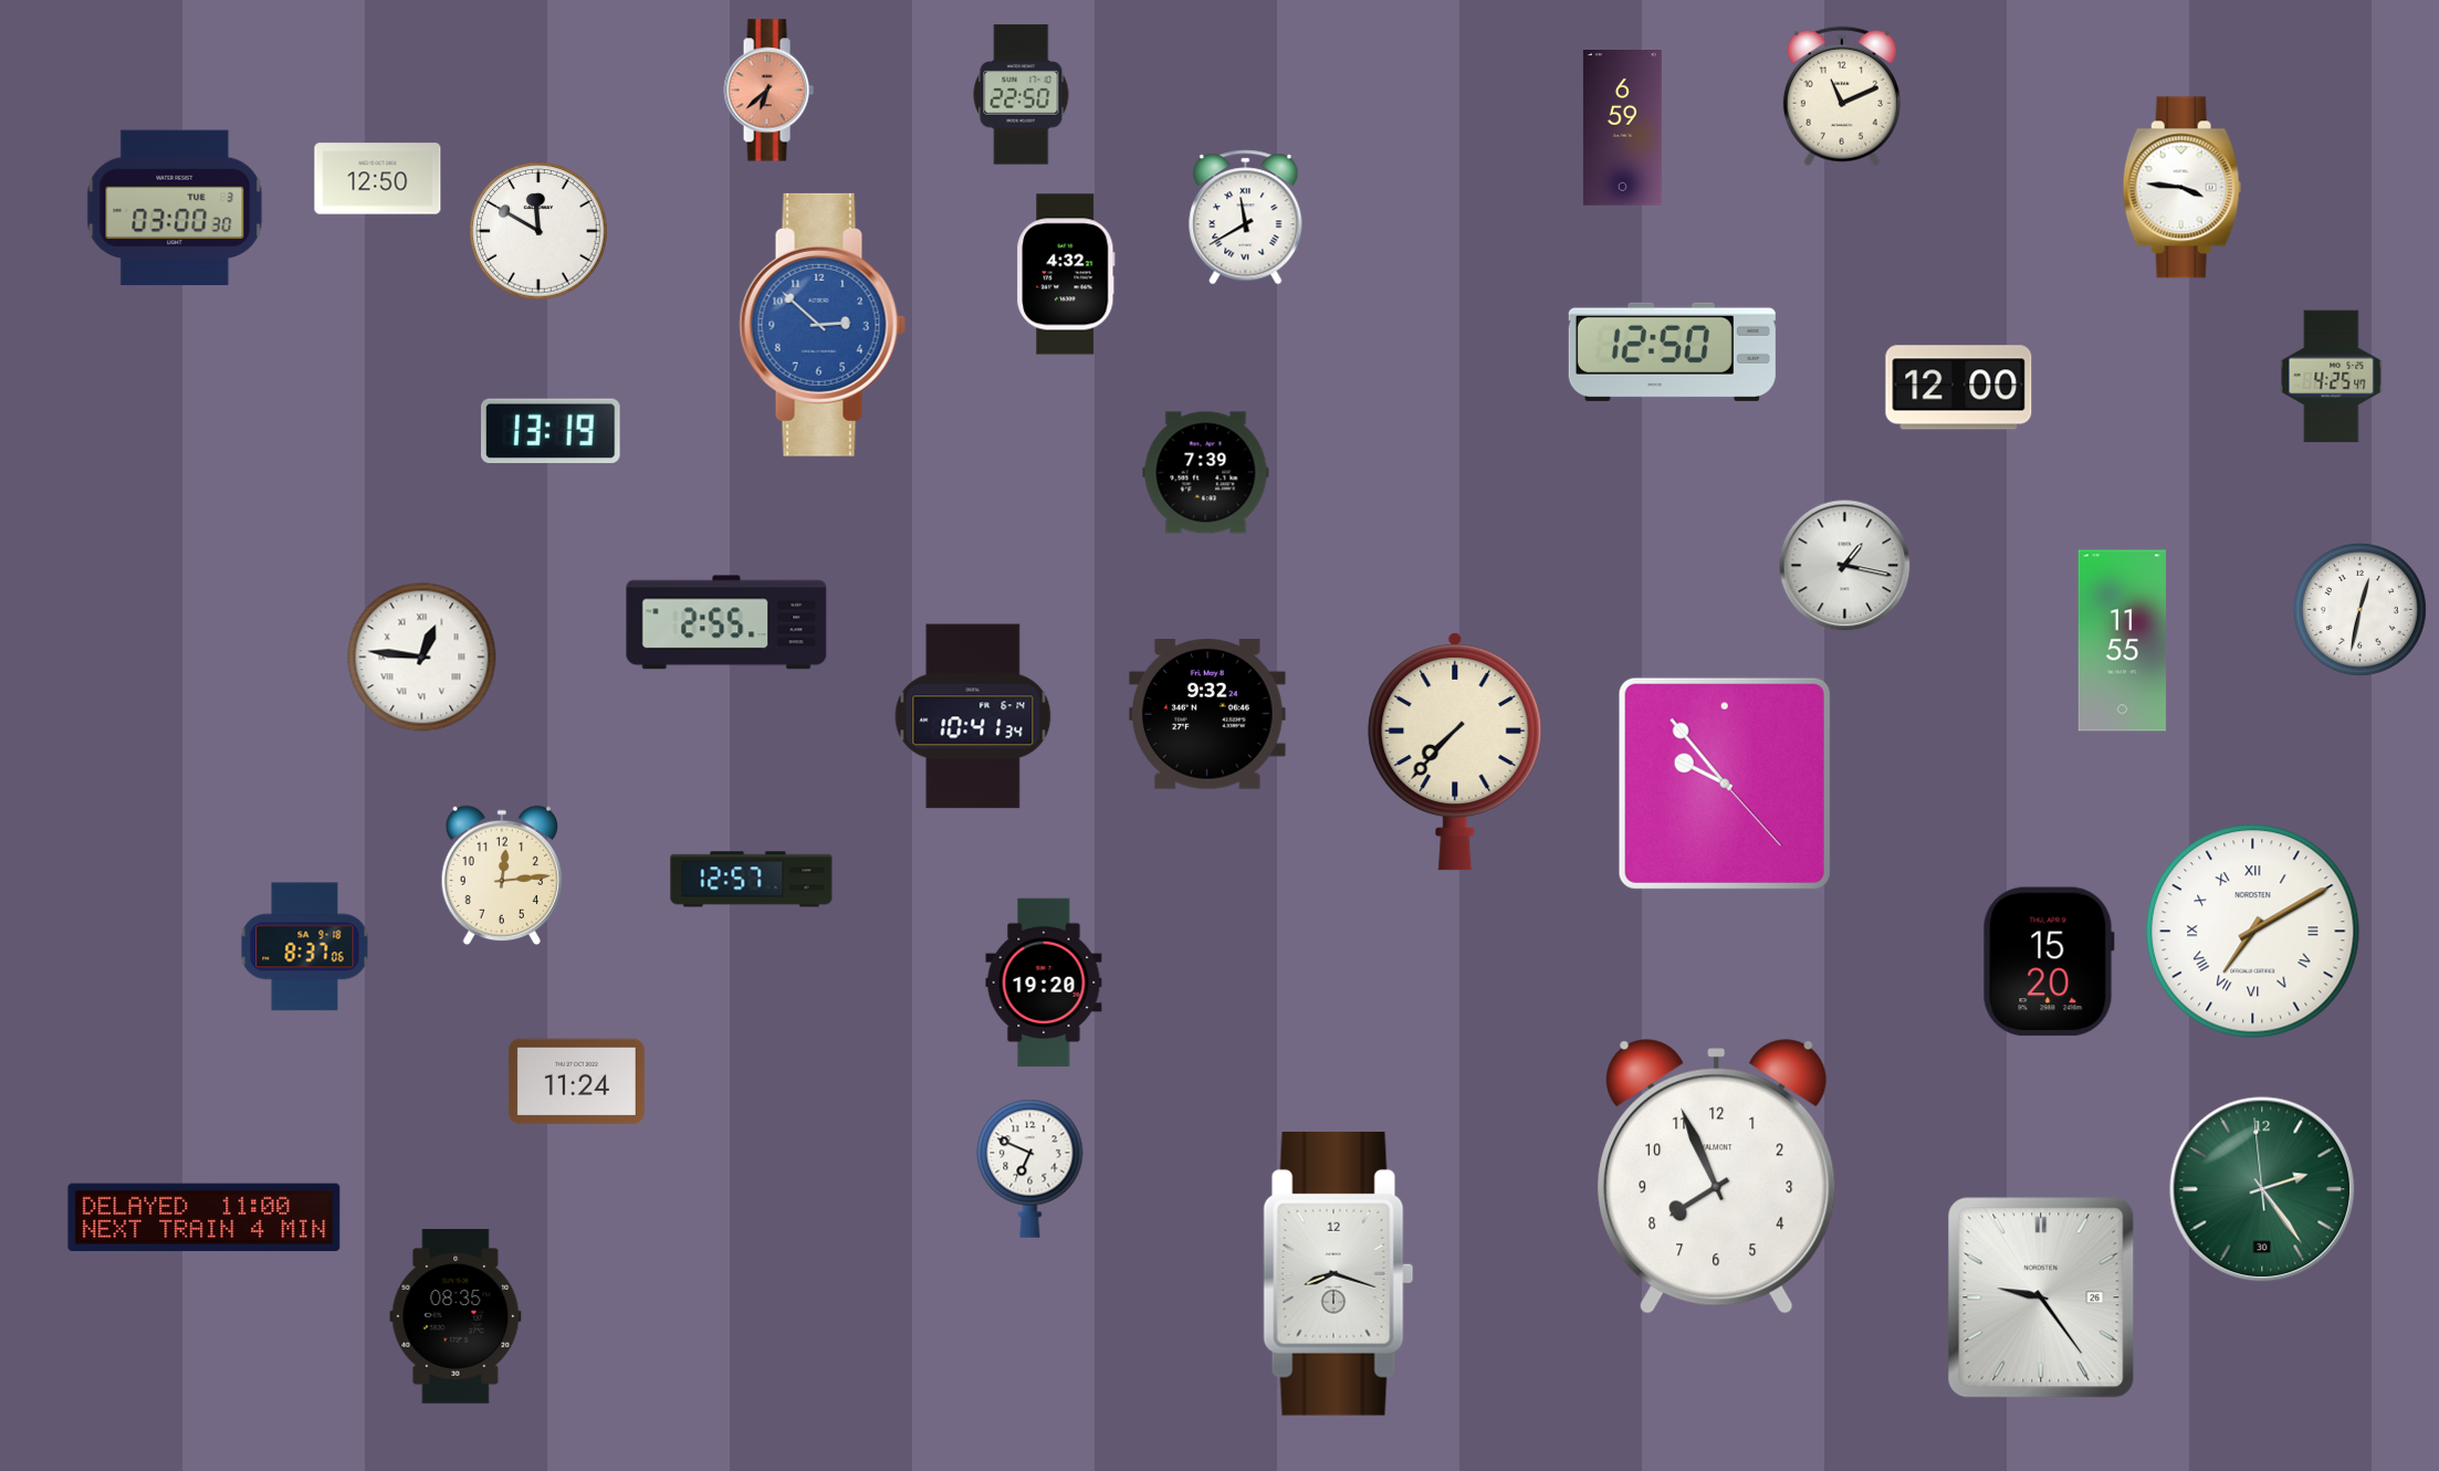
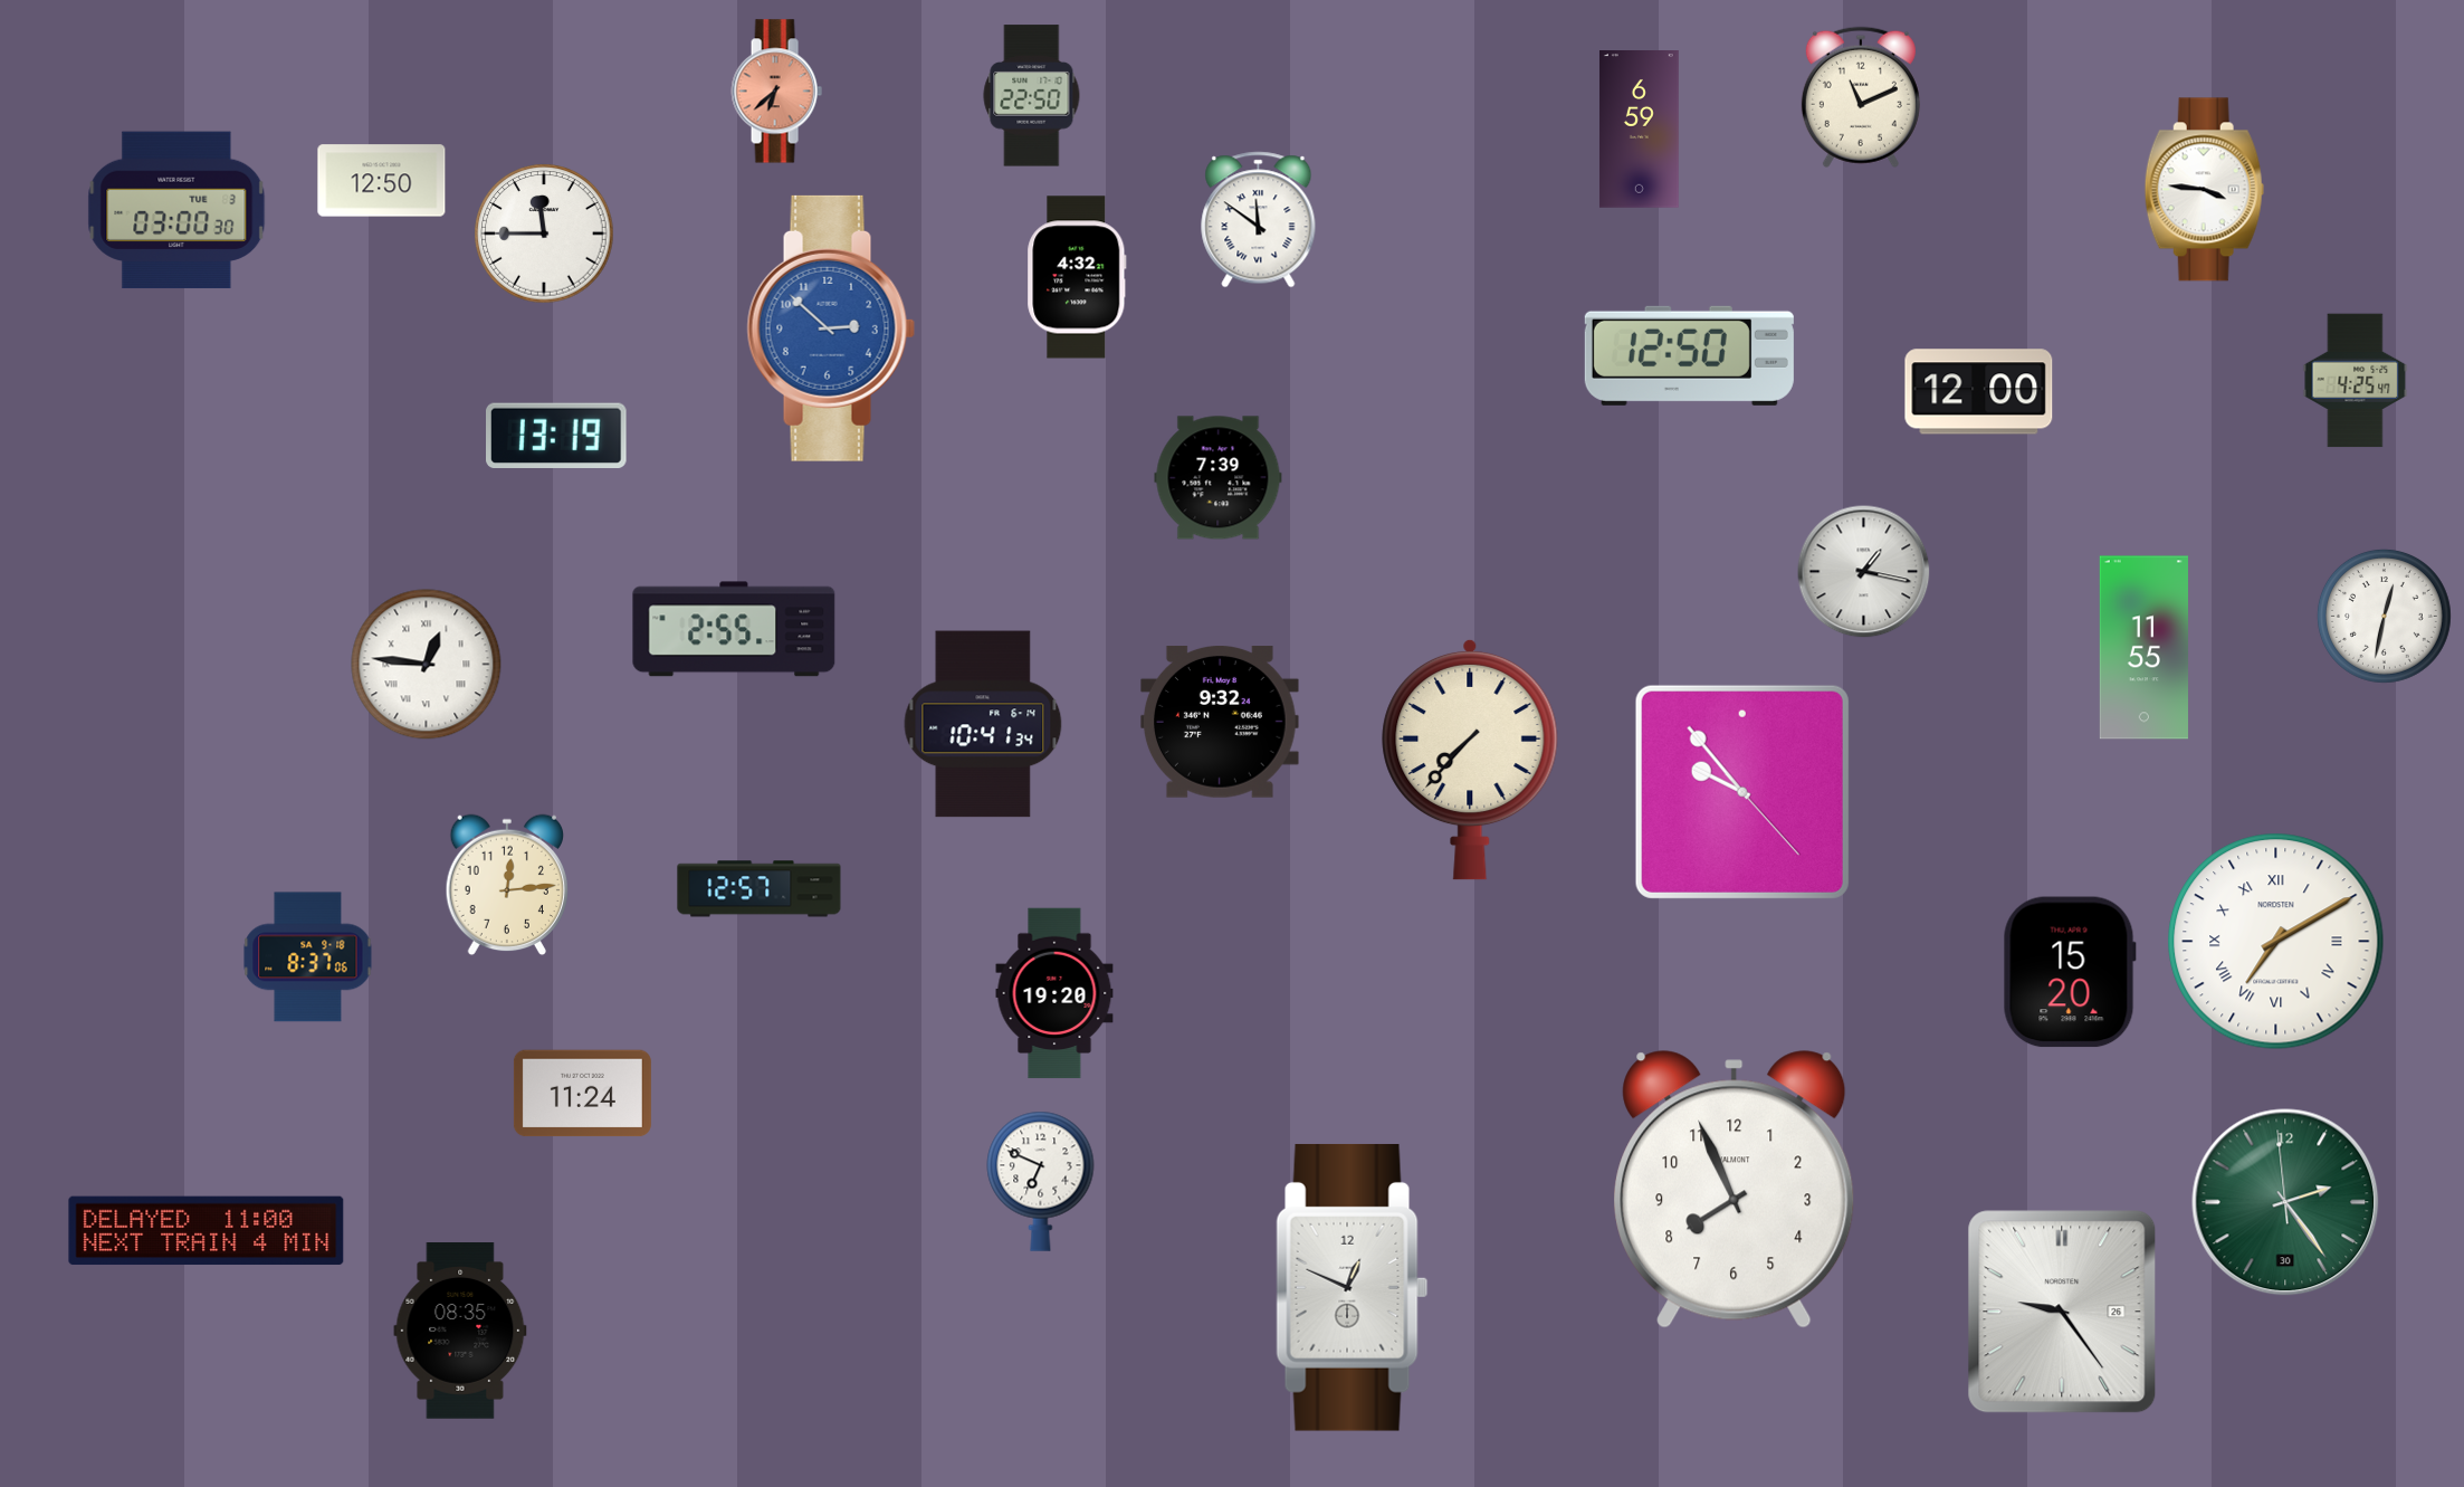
clock at (1246, 218): 11:40 -> 11:51
clock at (538, 231): 11:50 -> 11:45
clock at (1339, 1273): 8:18 -> 12:49
